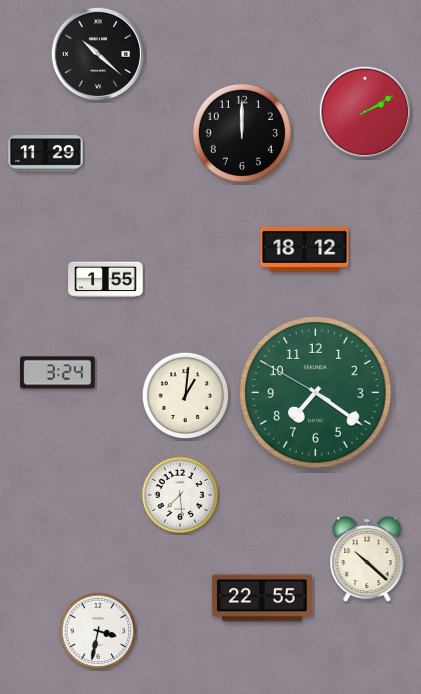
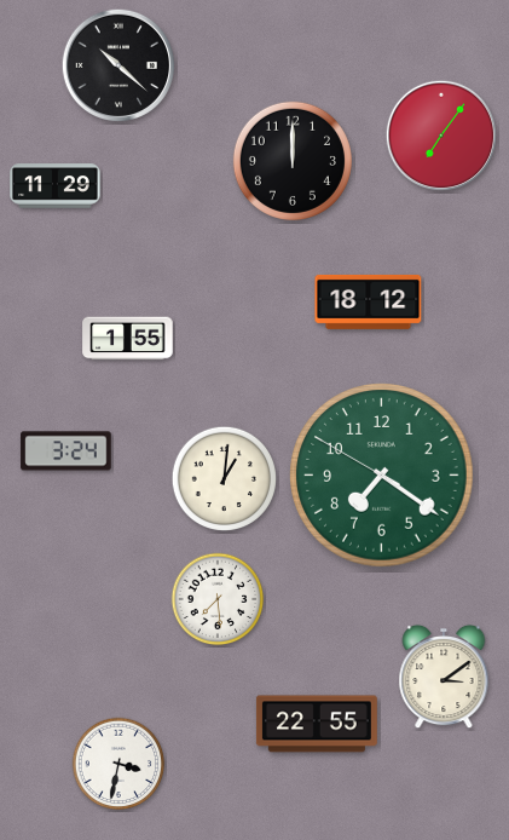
clock at (364, 111): 2:10 -> 7:06
clock at (58, 373) position: (58, 373) -> (66, 451)
clock at (367, 559): 10:22 -> 3:09
